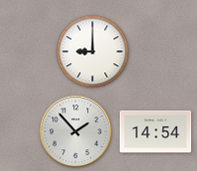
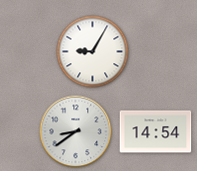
clock at (93, 52): 9:00 -> 9:05
clock at (76, 132): 1:53 -> 8:39
